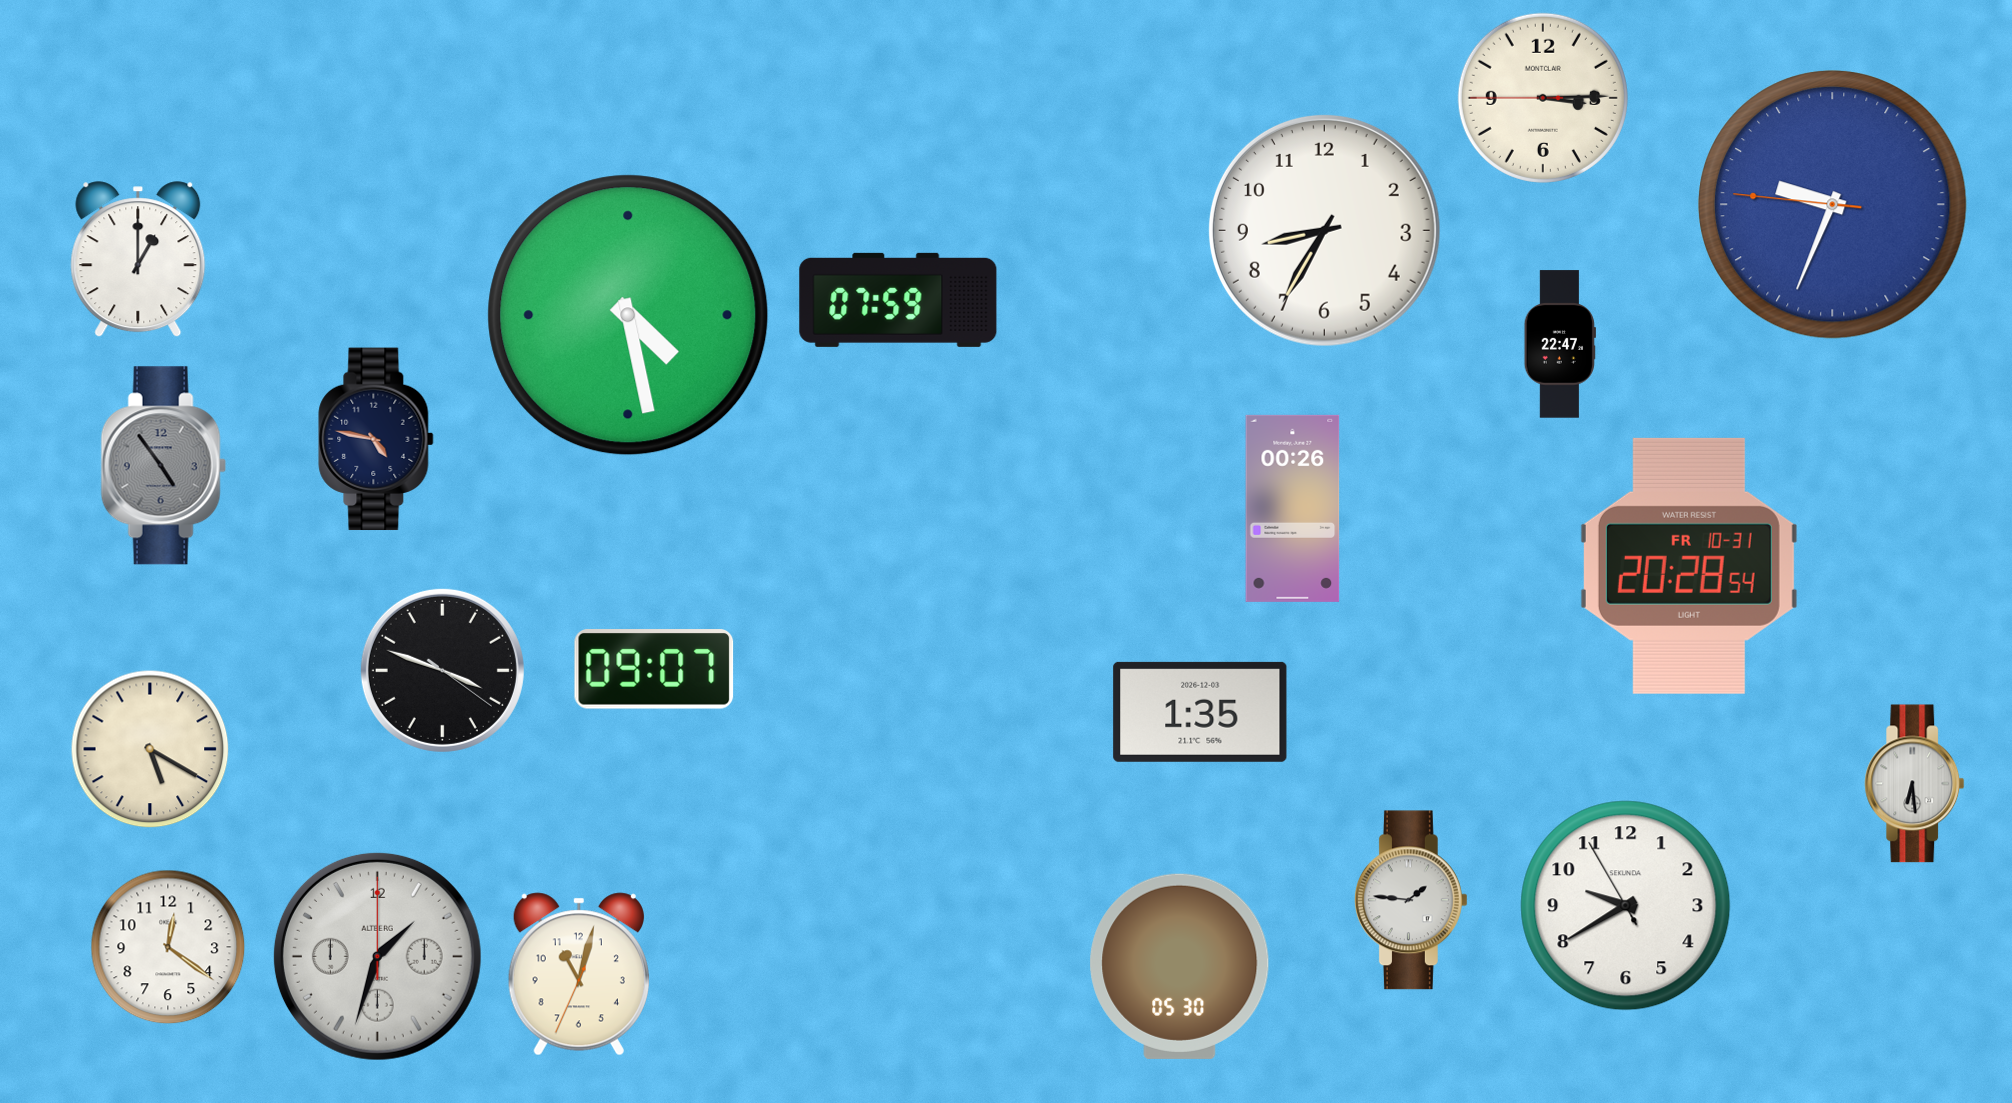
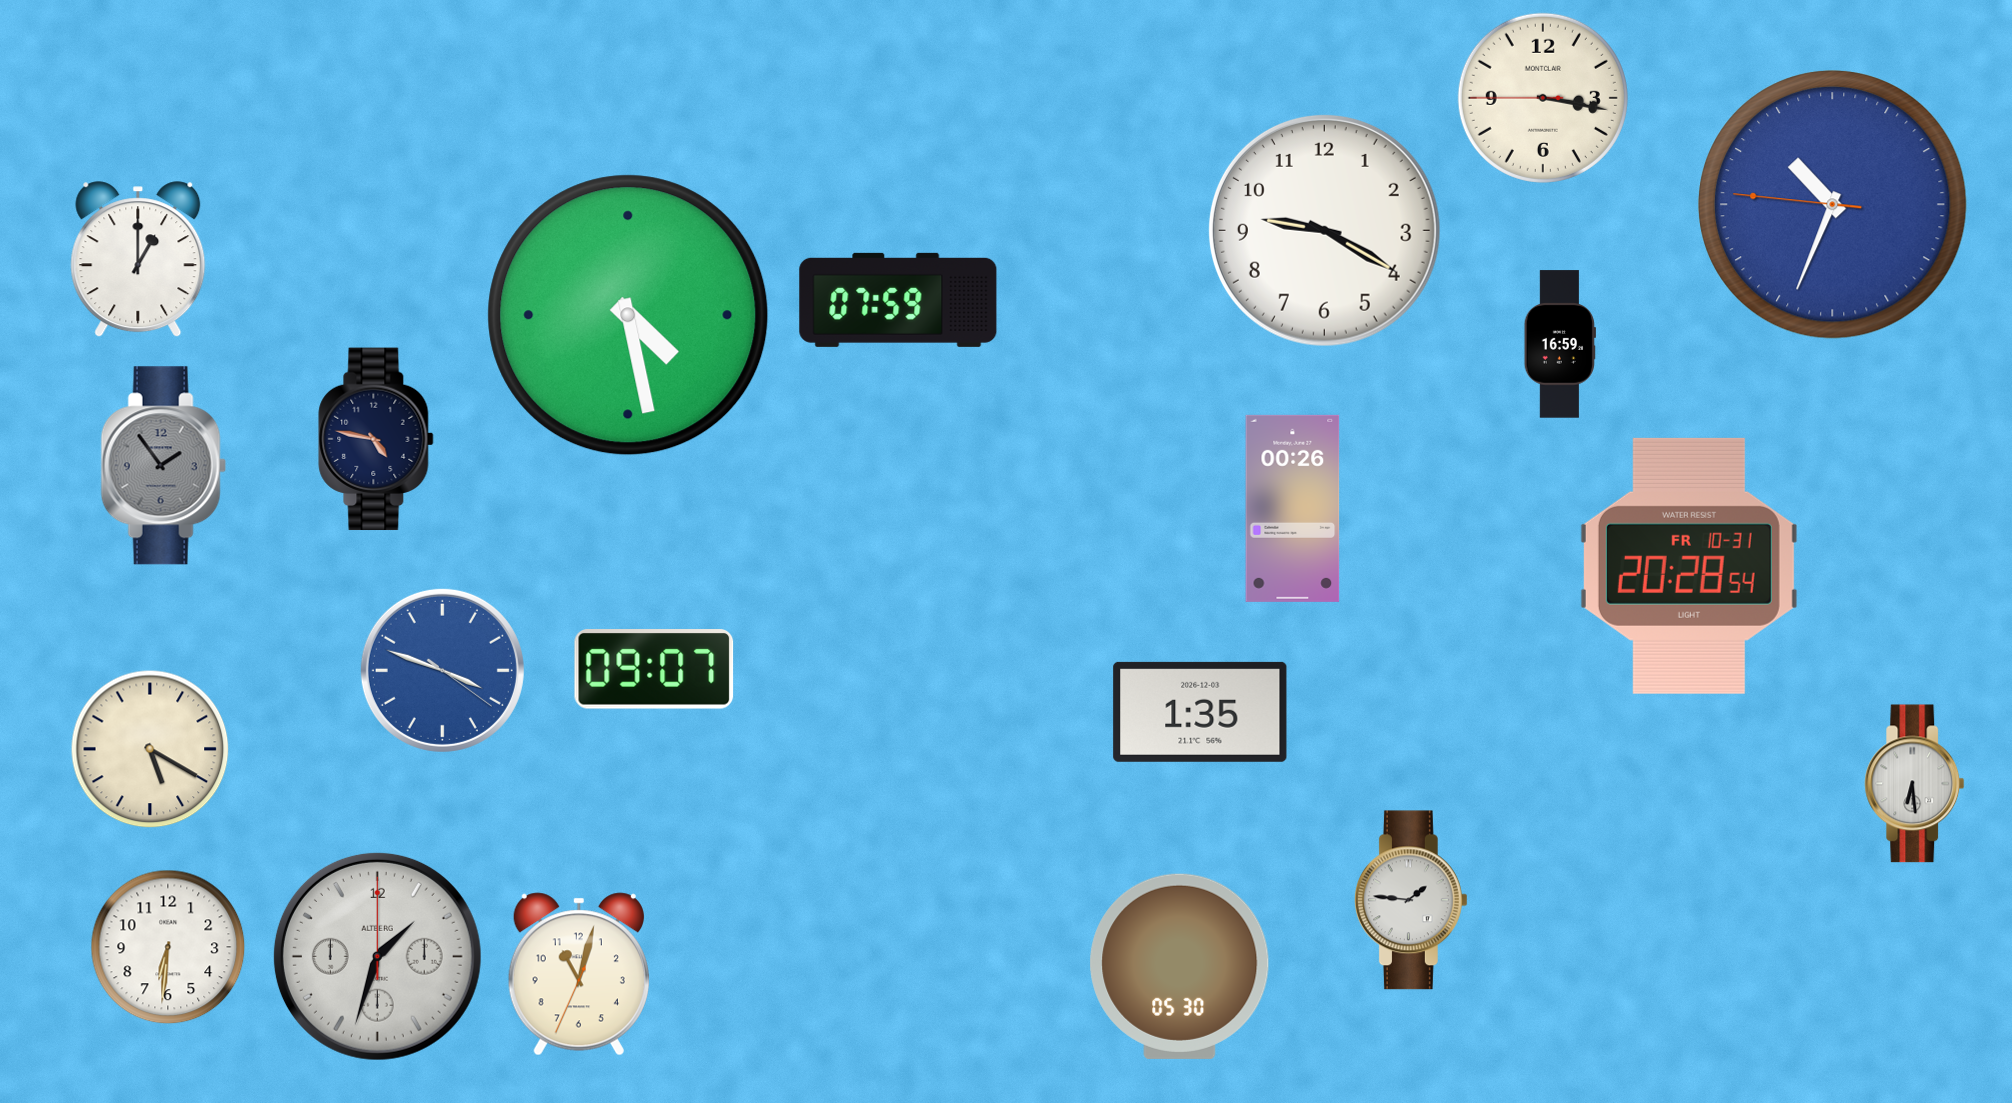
clock at (1543, 98): 3:14 -> 3:16
clock at (1833, 205): 9:33 -> 10:33
clock at (1324, 230): 8:35 -> 9:20
clock at (1560, 344): 22:47 -> 16:59
clock at (163, 466): 4:54 -> 1:54
clock at (442, 670) dial: black -> blue
clock at (1626, 906): 9:39 -> none
clock at (168, 947): 12:21 -> 6:31
